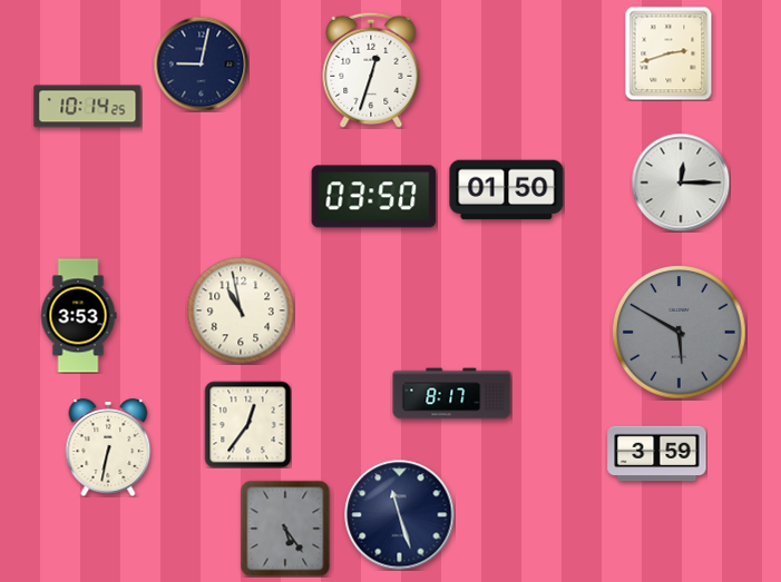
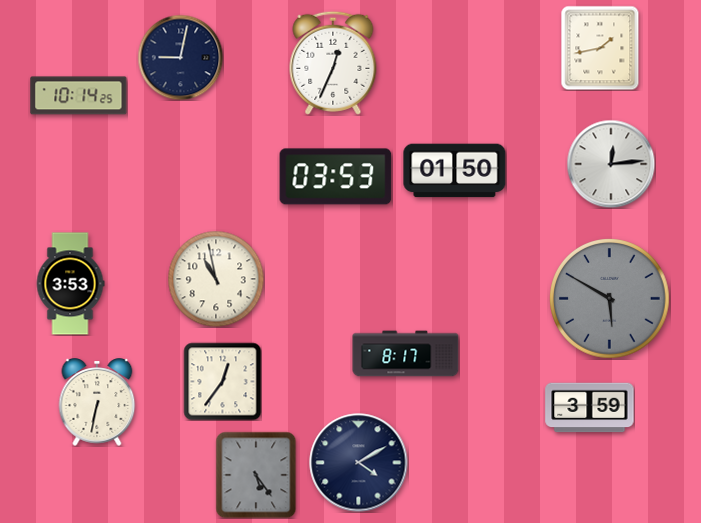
clock at (668, 53): 2:42 -> 1:43
clock at (371, 70): 12:33 -> 12:34
clock at (681, 183): 12:15 -> 12:14
clock at (374, 197): 03:50 -> 03:53
clock at (400, 515): 11:27 -> 4:10
